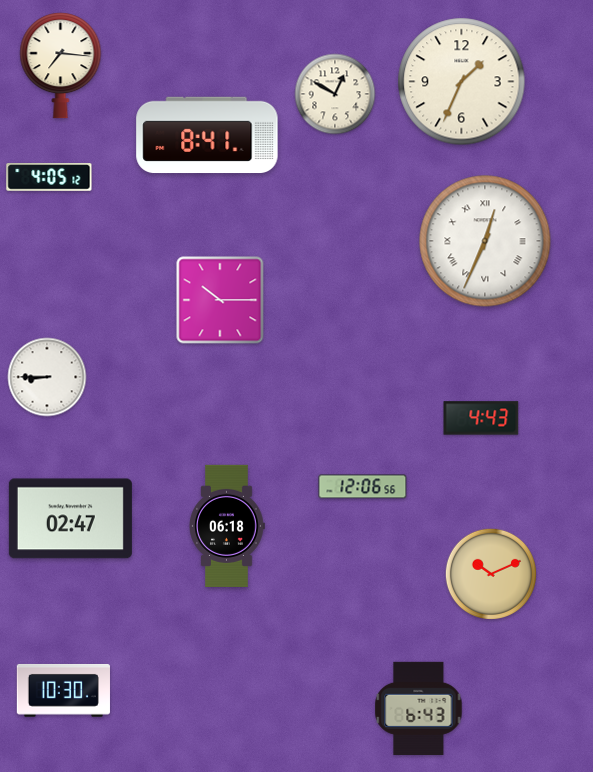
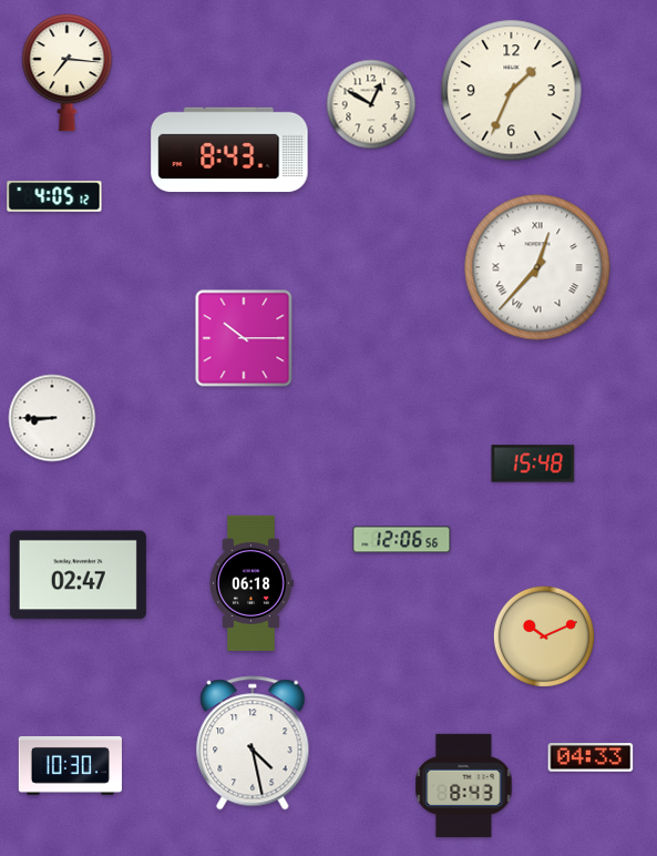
clock at (207, 135): 8:41 -> 8:43
clock at (485, 241): 12:34 -> 12:37
clock at (220, 300) position: (220, 300) -> (244, 338)
clock at (481, 418): 4:43 -> 15:48
clock at (253, 743): none -> 4:28
clock at (591, 757): none -> 04:33
clock at (419, 708): 6:43 -> 8:43
